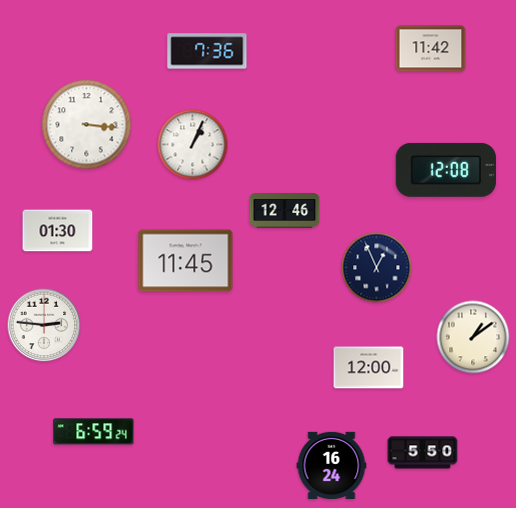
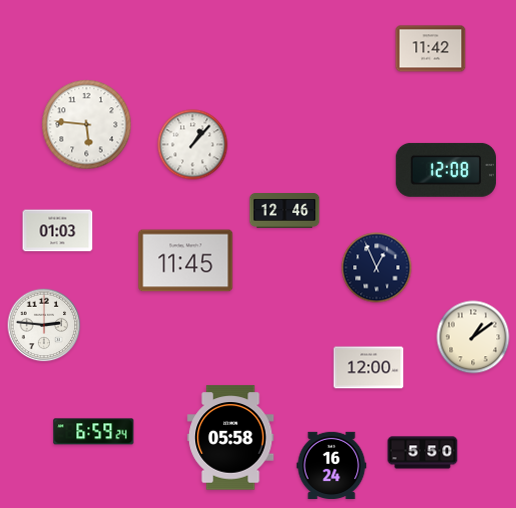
clock at (207, 51): 7:36 -> none
clock at (87, 125): 3:16 -> 5:46
clock at (193, 145): 1:04 -> 1:07
clock at (58, 231): 01:30 -> 01:03
clock at (231, 438): none -> 05:58
